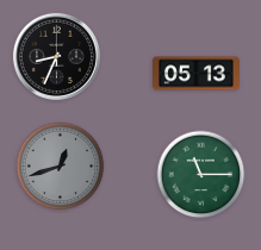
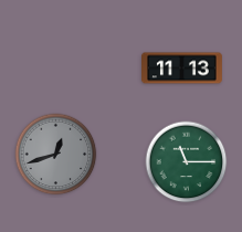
clock at (56, 56): 8:34 -> none
clock at (197, 74): 05:13 -> 11:13
